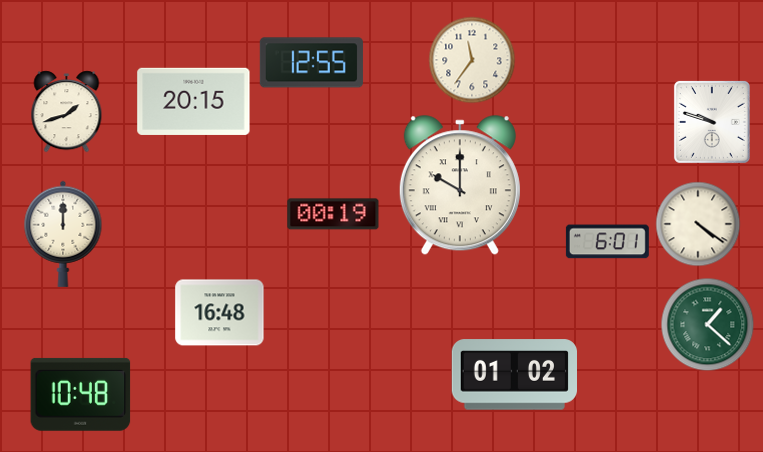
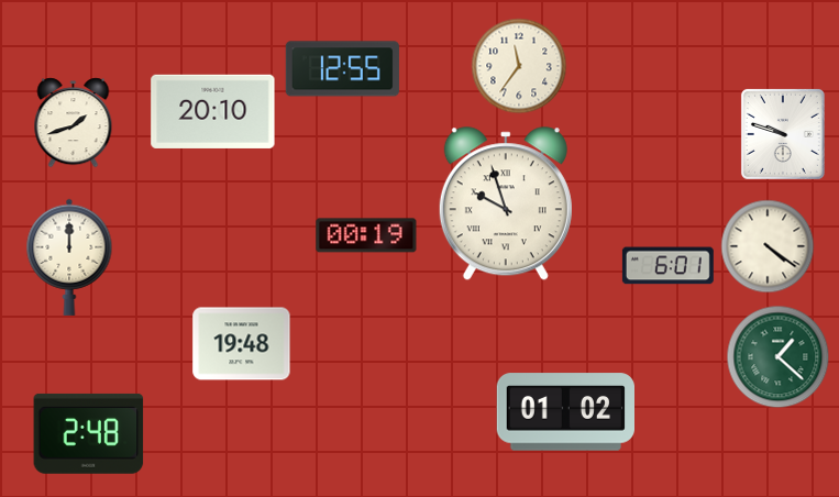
clock at (194, 101): 20:15 -> 20:10
clock at (460, 186): 10:00 -> 9:57
clock at (220, 313): 16:48 -> 19:48
clock at (81, 394): 10:48 -> 2:48
